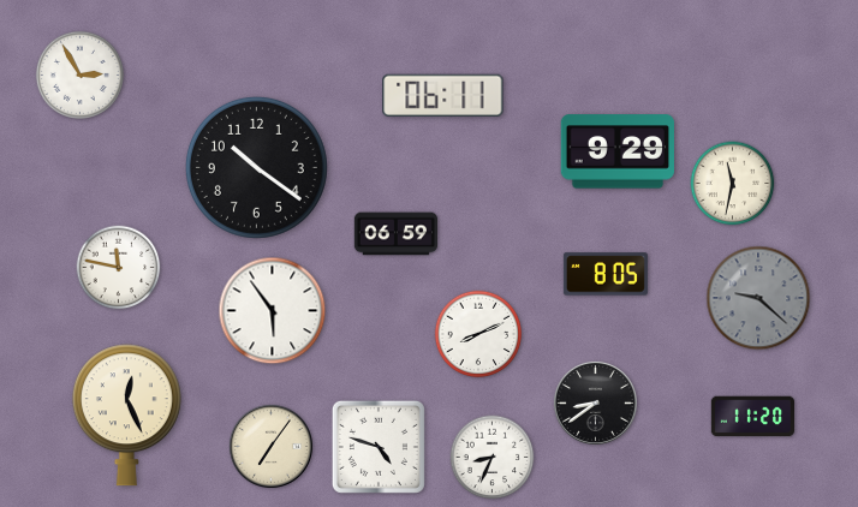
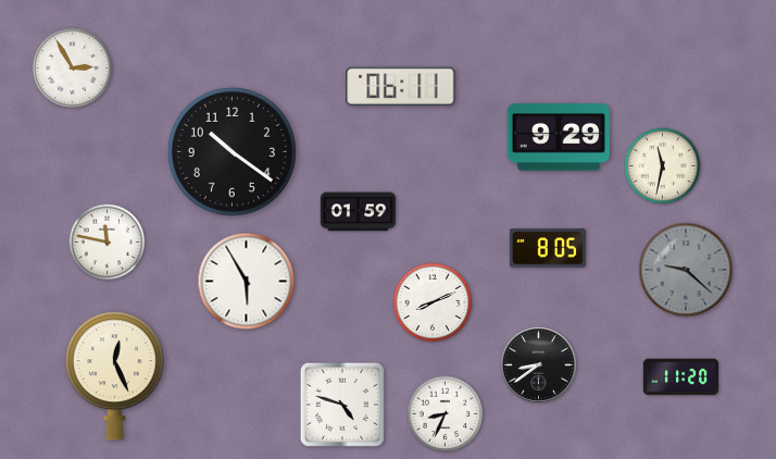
clock at (395, 234): 06:59 -> 01:59
clock at (273, 311): 5:54 -> 5:55
clock at (270, 446): 7:06 -> none
